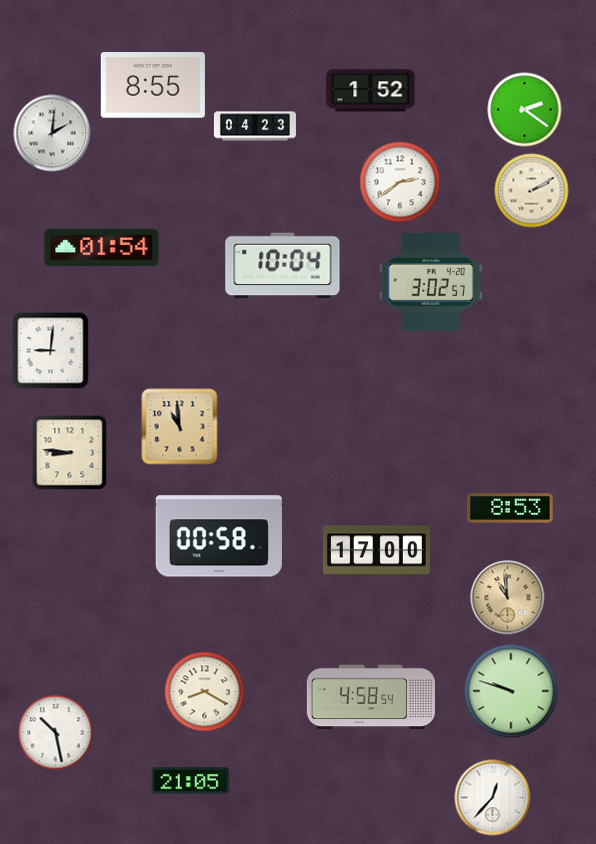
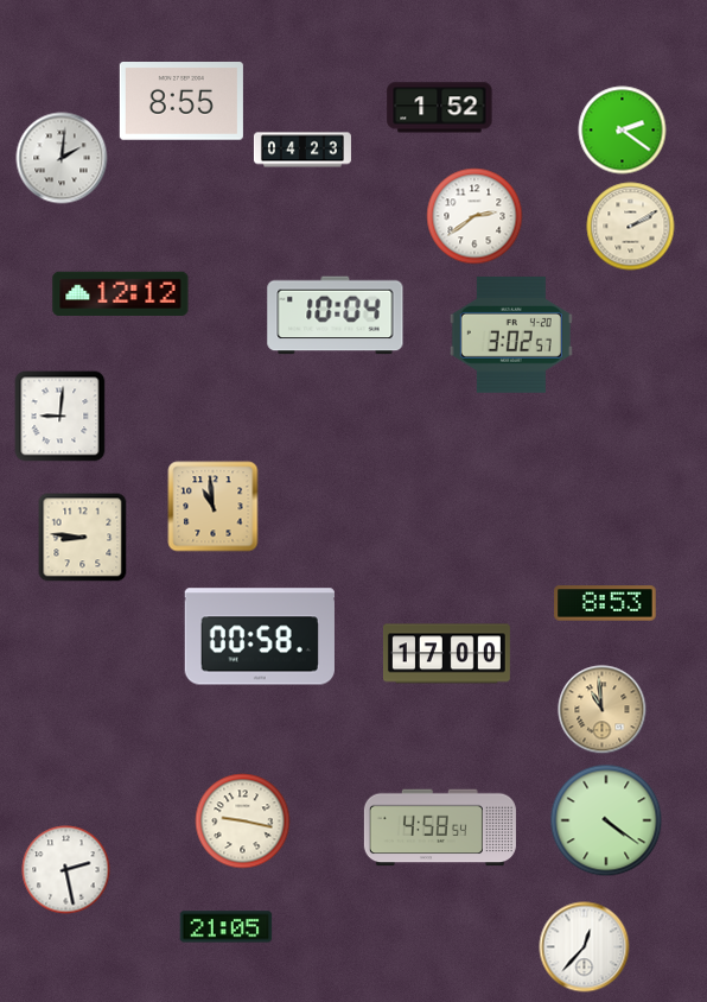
clock at (102, 247): 01:54 -> 12:12
clock at (511, 691): 9:48 -> 4:21
clock at (205, 692): 8:20 -> 9:17
clock at (56, 733): 10:28 -> 2:28
